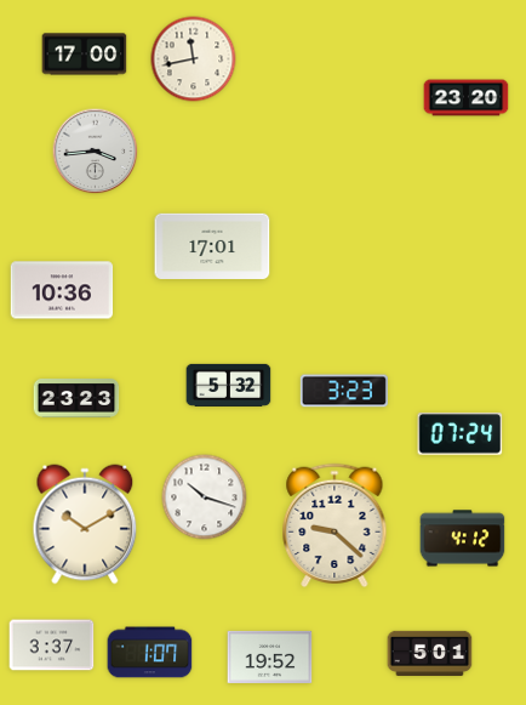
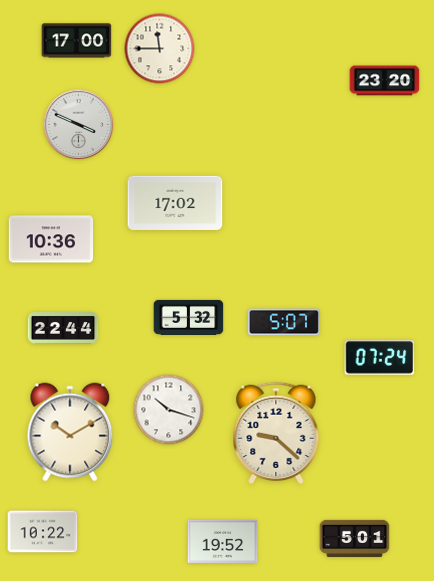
clock at (85, 55) position: (85, 55) -> (77, 41)
clock at (194, 59): 11:43 -> 11:45
clock at (96, 152): 3:44 -> 3:49
clock at (212, 246): 17:01 -> 17:02
clock at (344, 391): 3:23 -> 5:07
clock at (76, 399): 23:23 -> 22:44
clock at (463, 539): 4:12 -> none
clock at (52, 646): 3:37 -> 10:22
clock at (150, 653): 1:07 -> none
